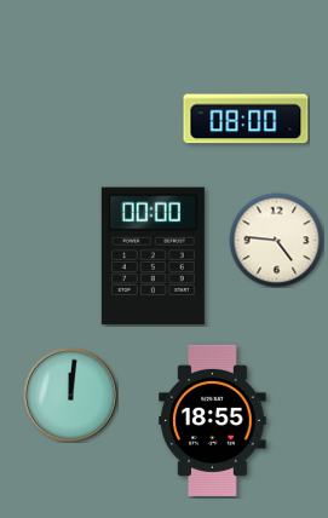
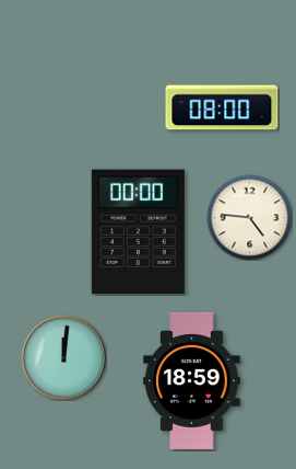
clock at (213, 420): 18:55 -> 18:59
